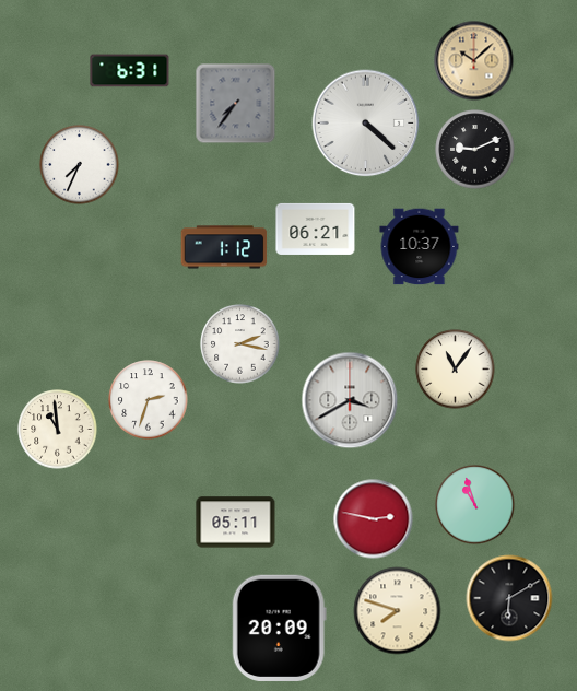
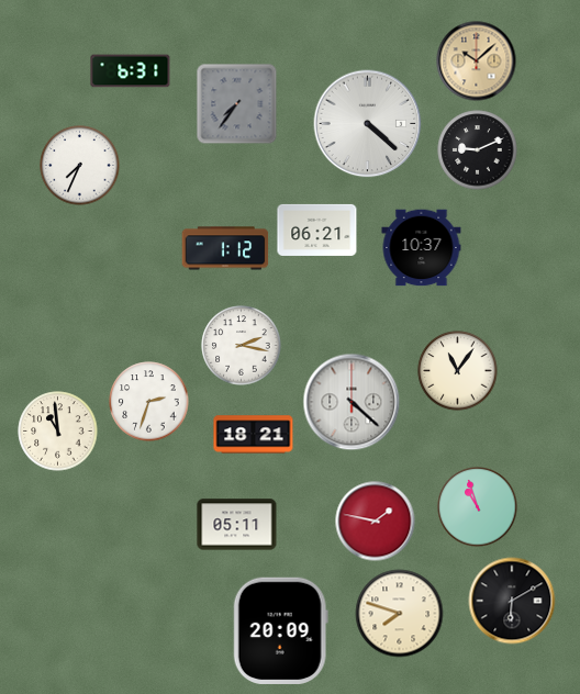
clock at (350, 400): 3:40 -> 4:22
clock at (254, 435): none -> 18:21
clock at (374, 519): 2:47 -> 1:47
